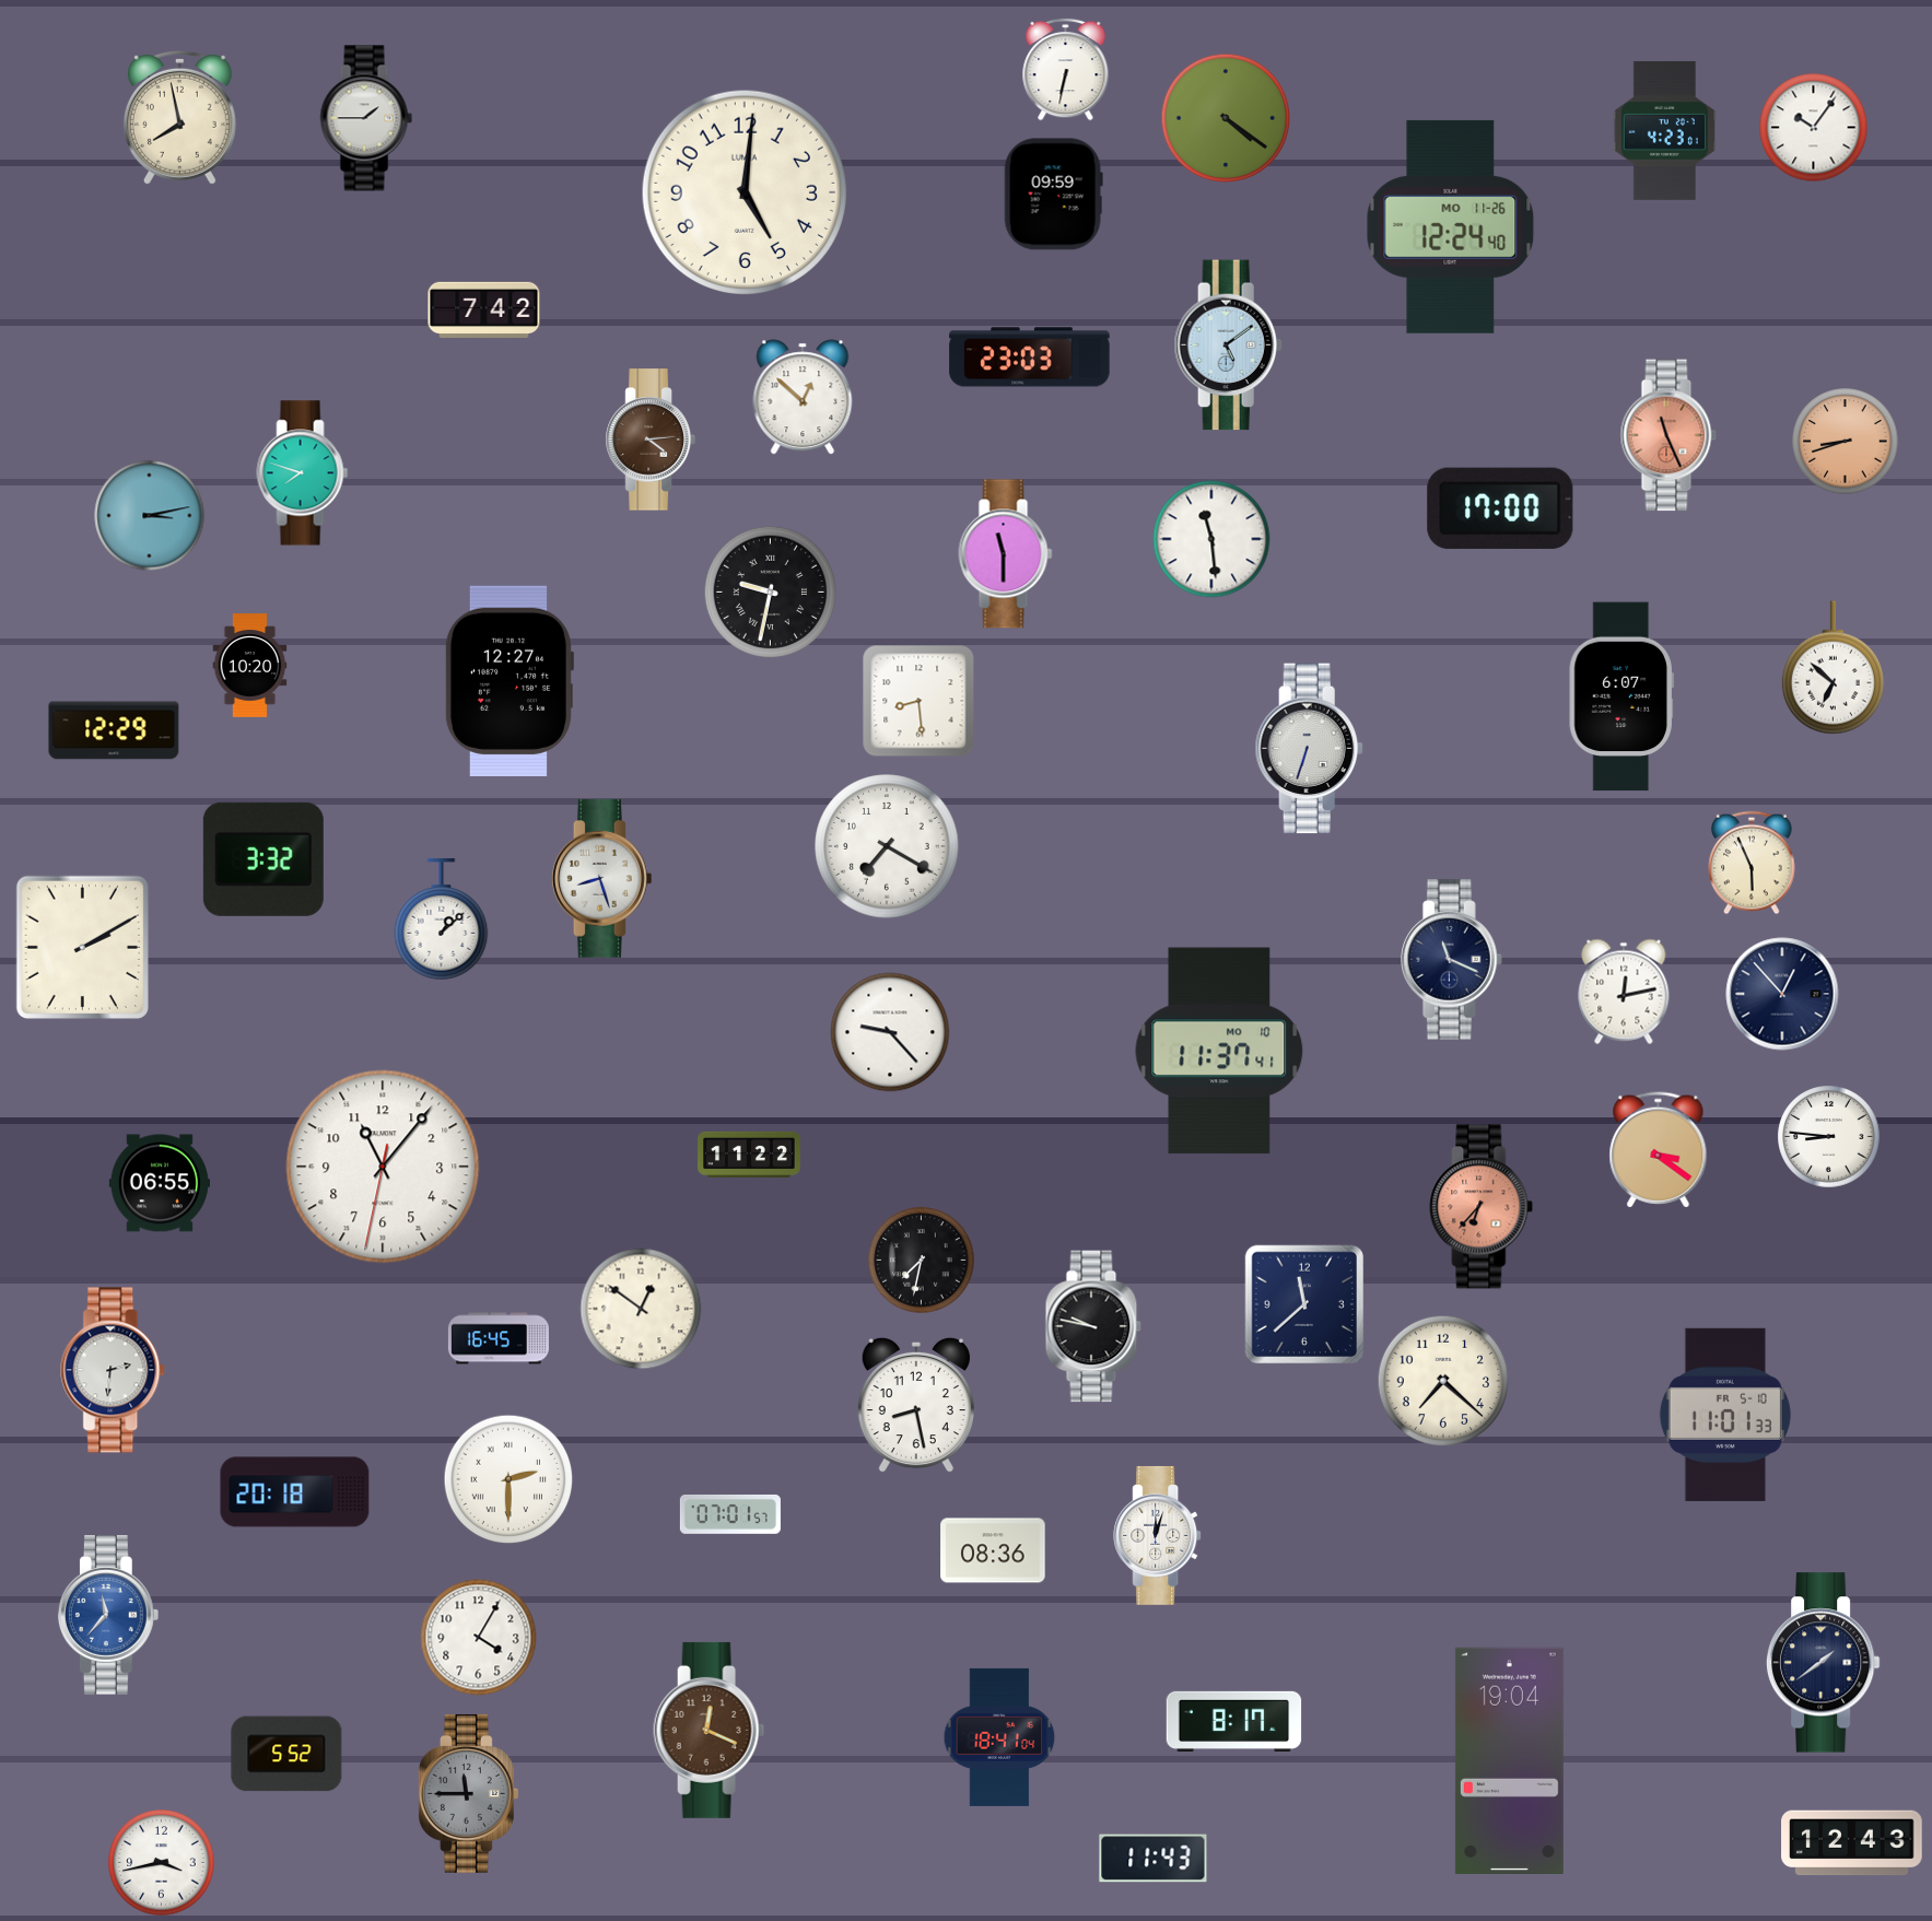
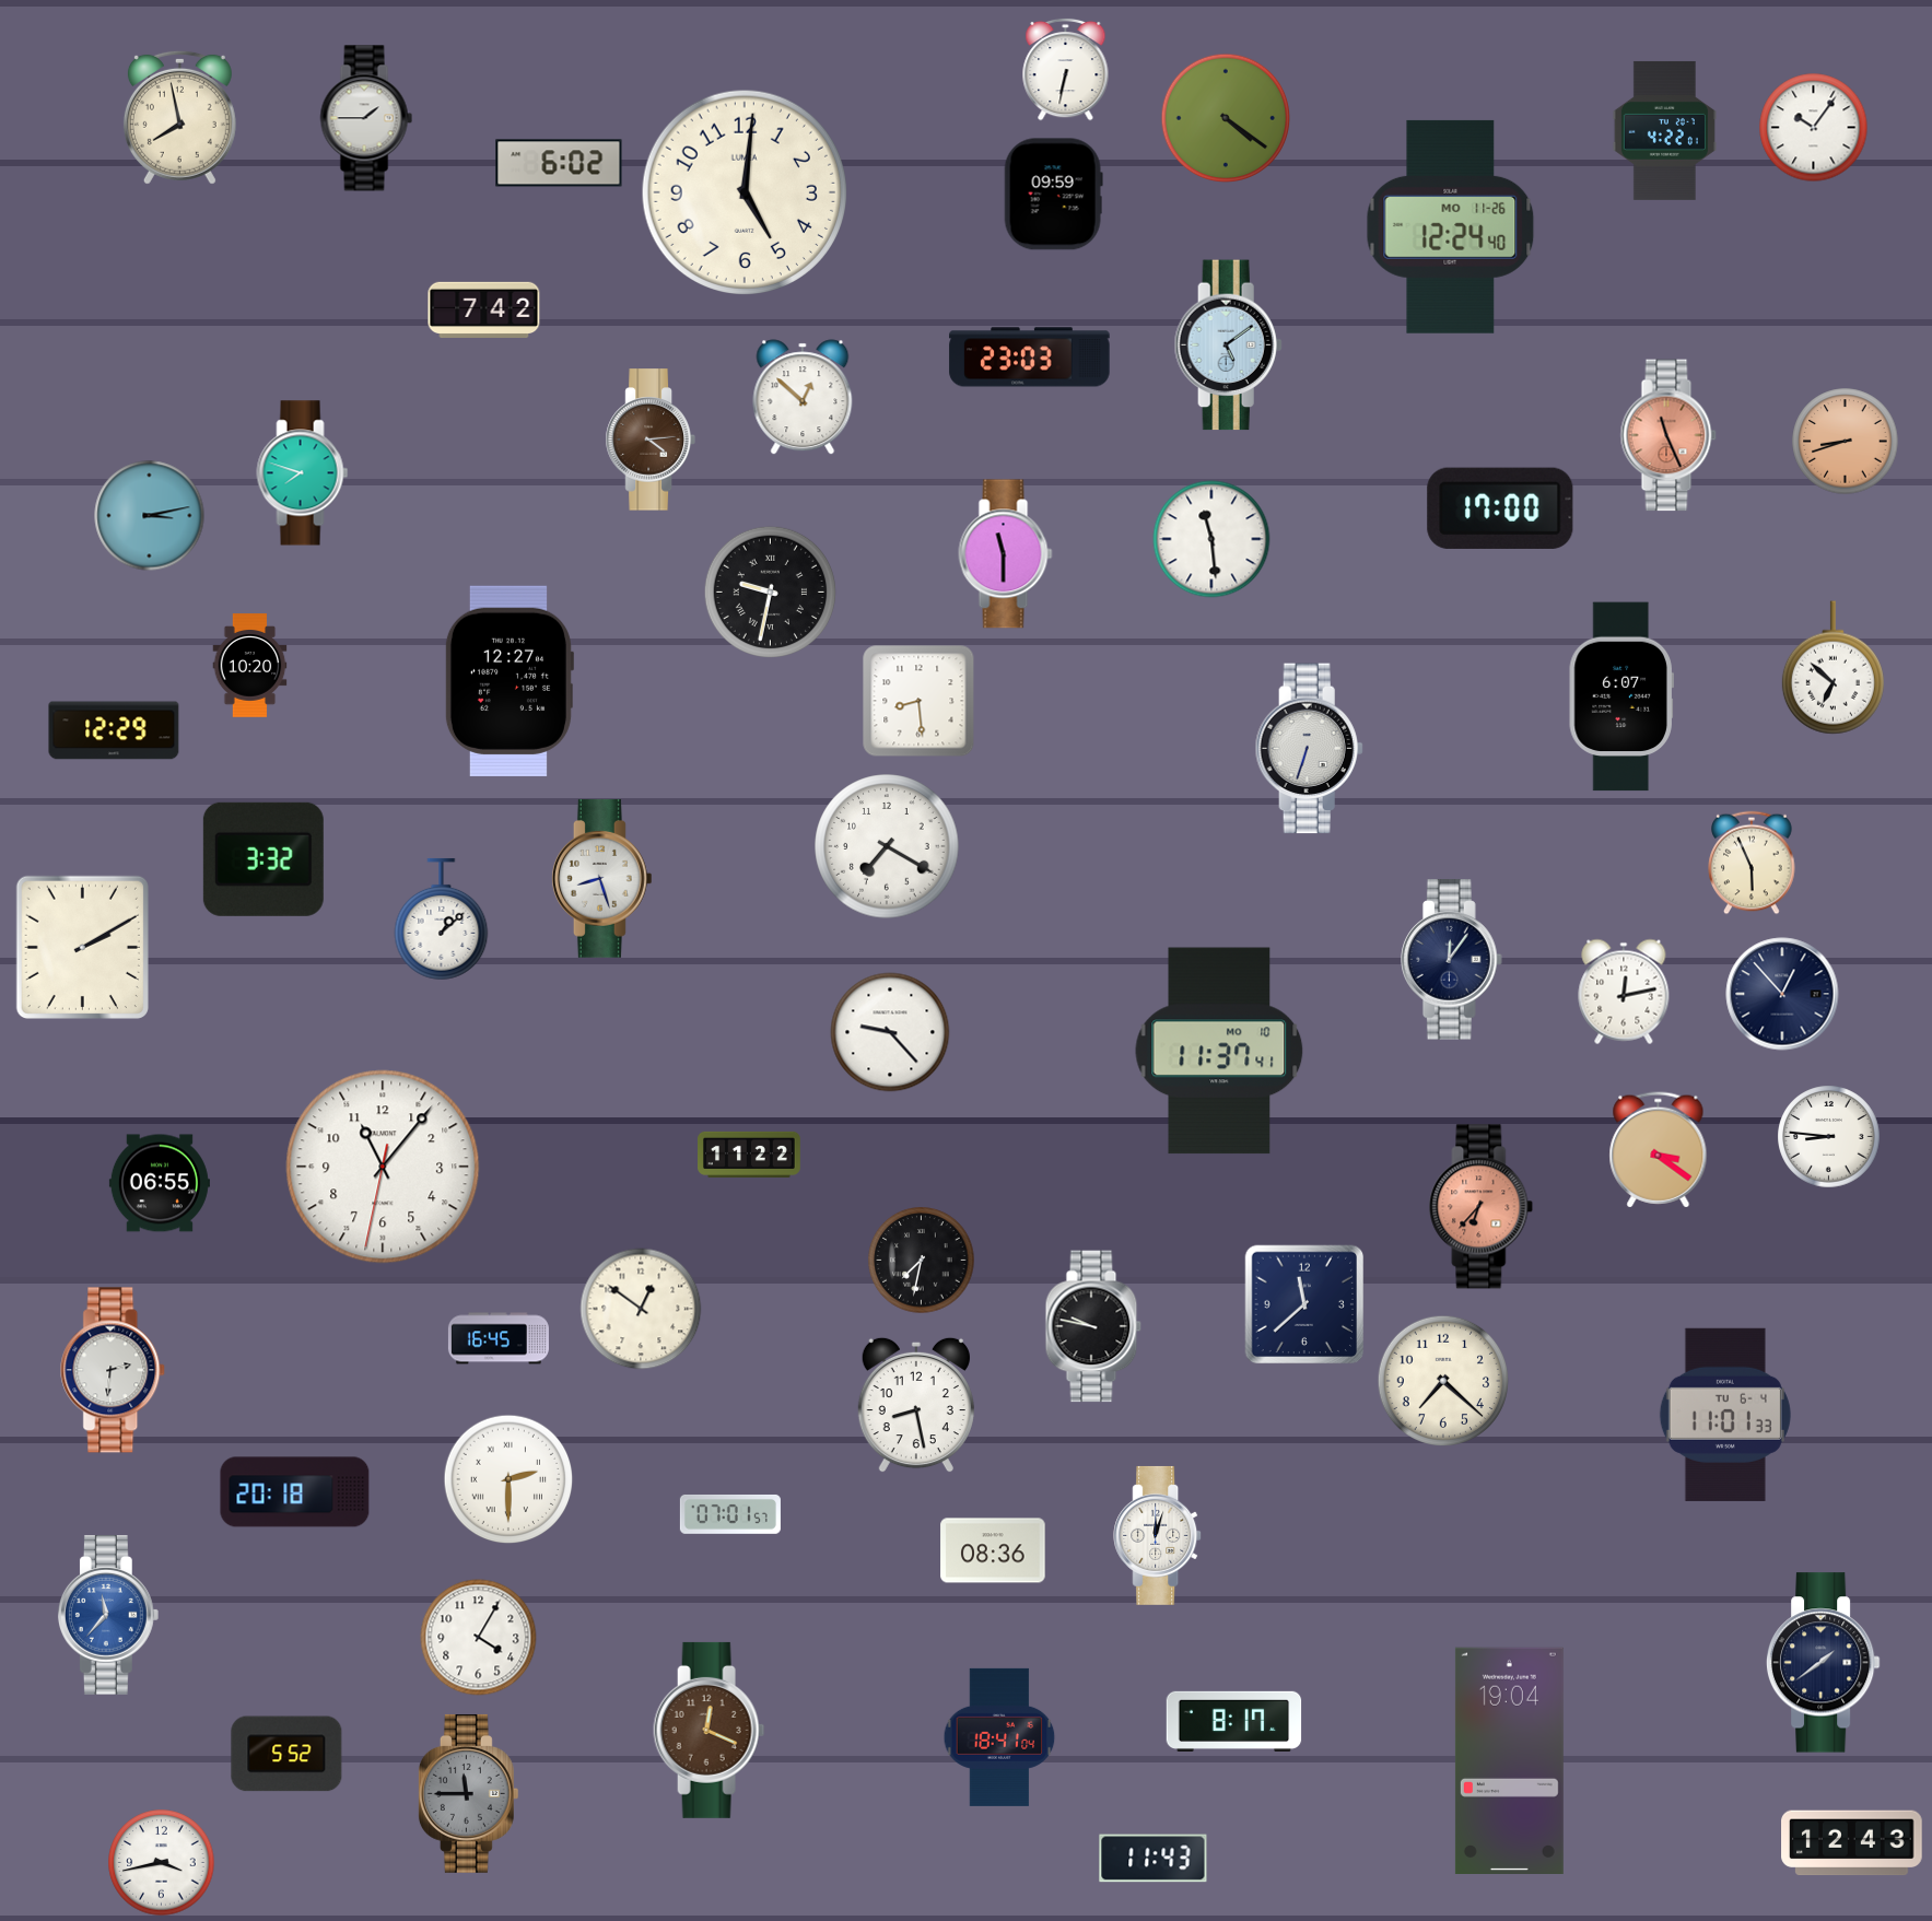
clock at (1664, 130): 4:23 -> 4:22
clock at (559, 163): none -> 6:02
clock at (1452, 960): 11:19 -> 12:06
clock at (1725, 1415) date: FR 5-10 -> TU 6-4
